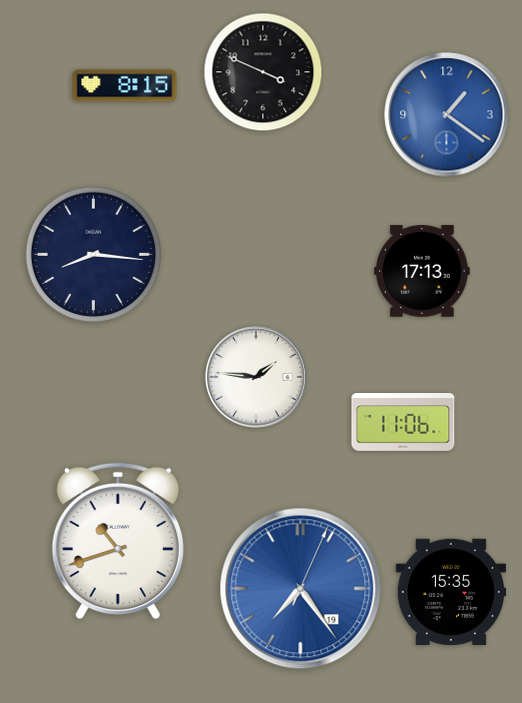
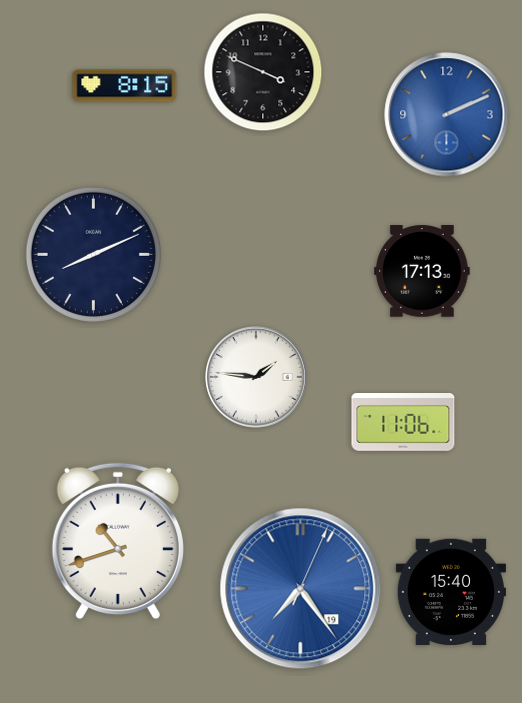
clock at (447, 115): 1:21 -> 2:11
clock at (93, 254): 8:16 -> 8:11
clock at (450, 592): 15:35 -> 15:40
